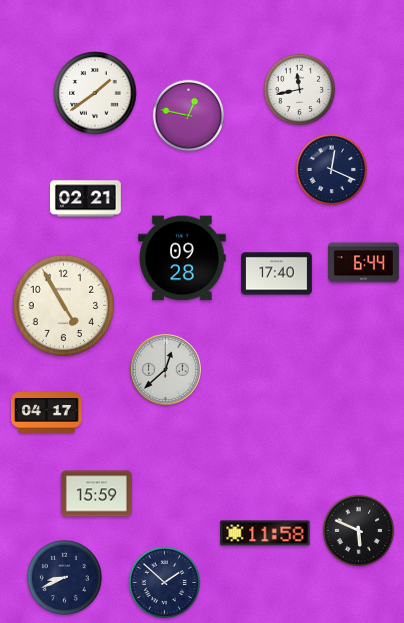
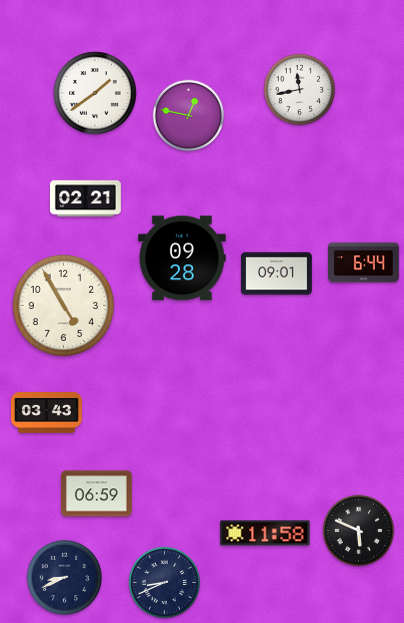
clock at (332, 170): 12:19 -> none
clock at (277, 274): 17:40 -> 09:01
clock at (166, 370): 12:38 -> none
clock at (47, 413): 04:17 -> 03:43
clock at (97, 494): 15:59 -> 06:59
clock at (165, 583): 1:52 -> 8:41
